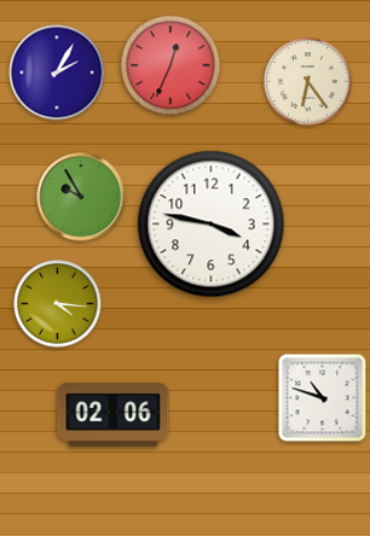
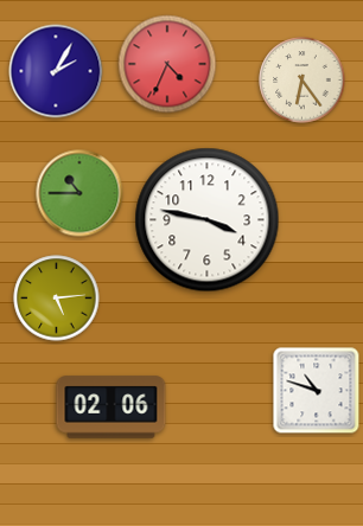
clock at (170, 65): 12:34 -> 4:34
clock at (81, 197): 9:55 -> 10:45
clock at (58, 304): 4:16 -> 5:14
